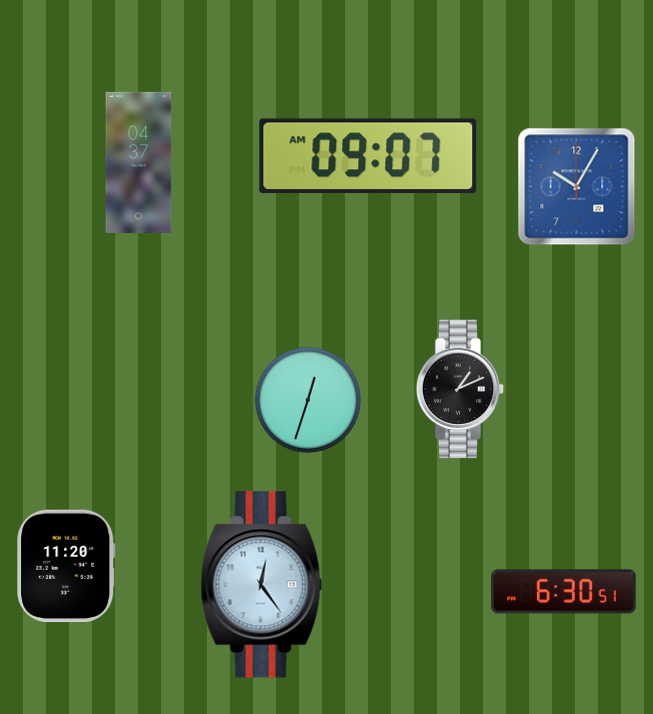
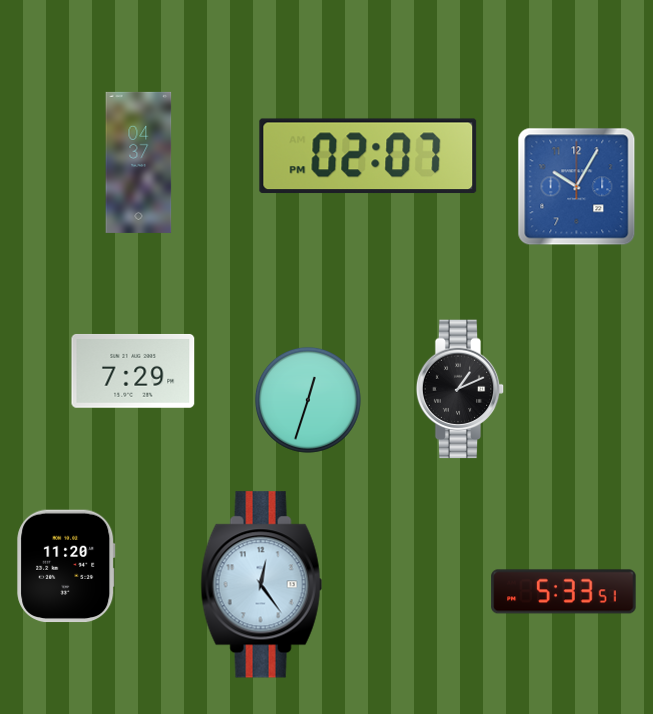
clock at (368, 156): 09:07 -> 02:07
clock at (133, 371): none -> 7:29
clock at (564, 592): 6:30 -> 5:33
